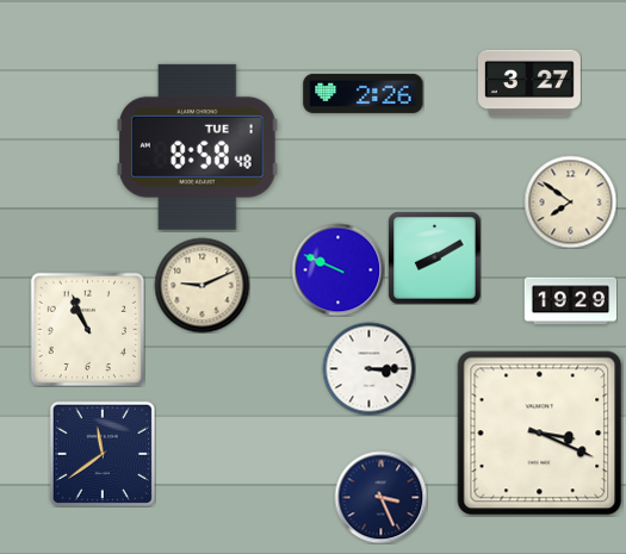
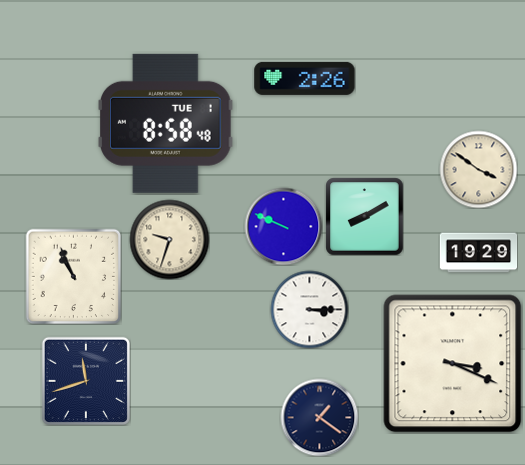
clock at (529, 83): 3:27 -> none
clock at (570, 201): 7:51 -> 3:51
clock at (202, 285): 9:11 -> 9:33
clock at (103, 454): 11:39 -> 11:42
clock at (380, 497): 3:26 -> 1:21
